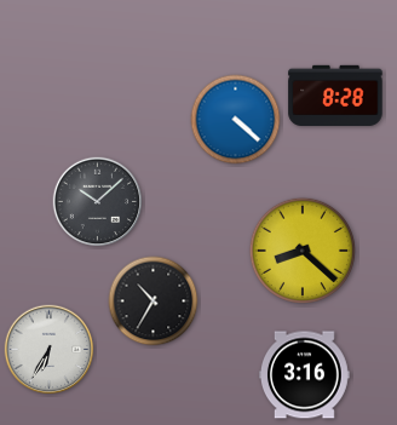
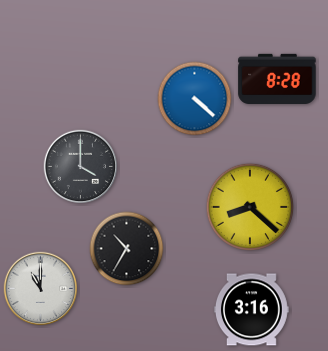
clock at (98, 202): 10:08 -> 4:00
clock at (50, 350): 6:35 -> 11:00
